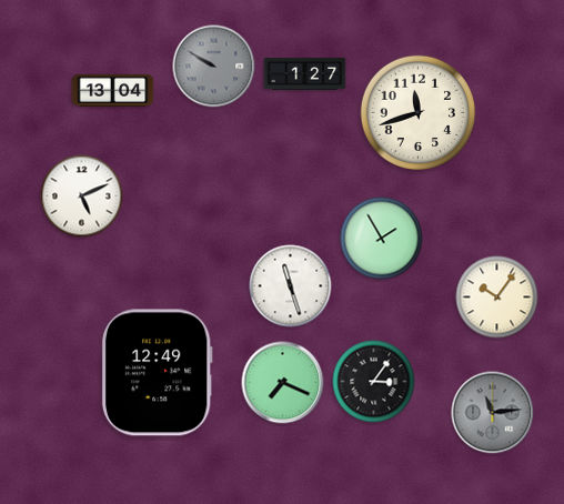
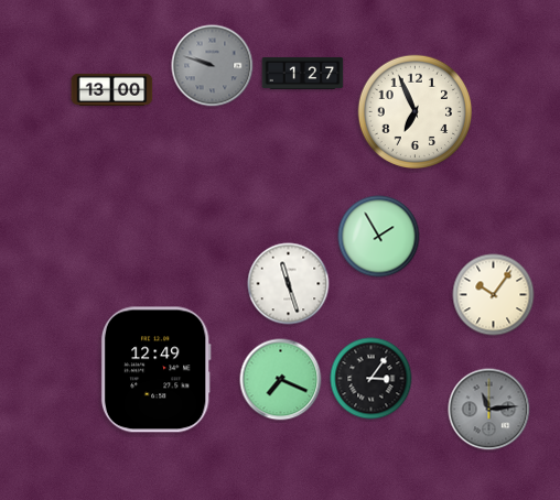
clock at (214, 67): 9:50 -> 9:48
clock at (113, 90): 13:04 -> 13:00
clock at (419, 113): 11:42 -> 6:56
clock at (82, 196): 5:11 -> none
